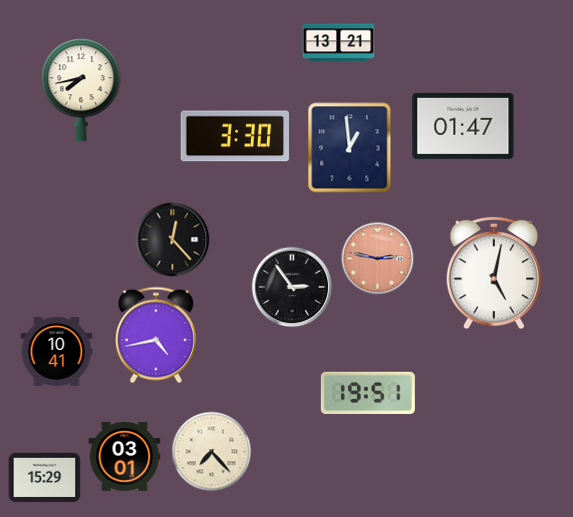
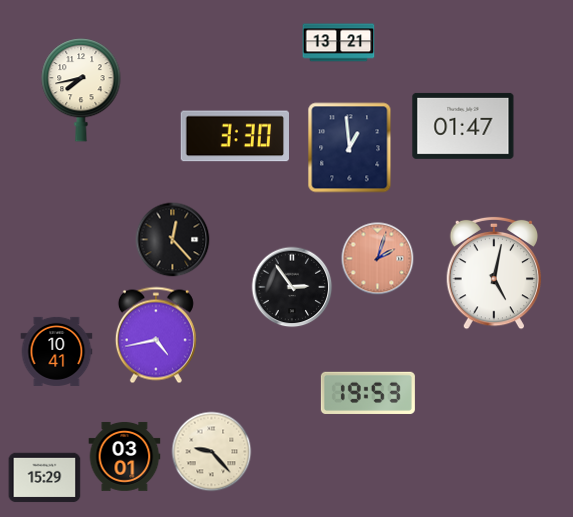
clock at (378, 259): 2:47 -> 2:03
clock at (368, 393): 19:51 -> 19:53
clock at (212, 452): 7:23 -> 9:23
